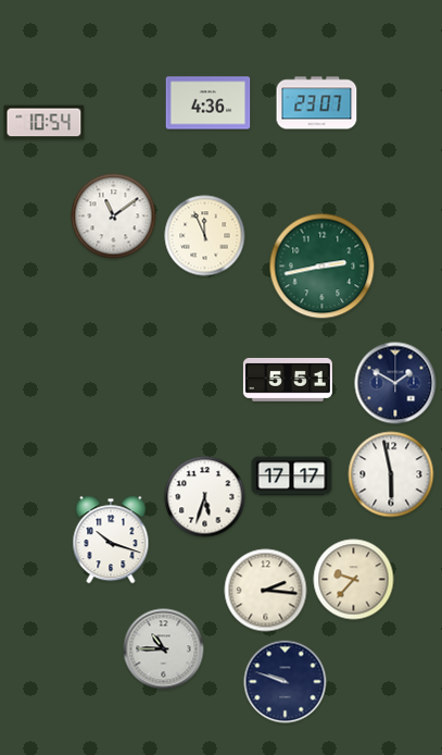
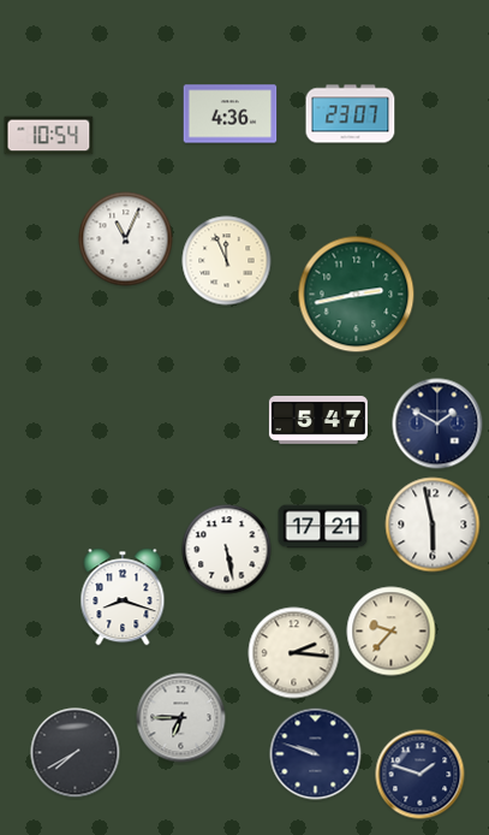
clock at (114, 216): 11:09 -> 11:04
clock at (288, 380): 5:51 -> 5:47
clock at (292, 476): 17:17 -> 17:21
clock at (205, 497): 5:33 -> 5:28
clock at (111, 540): 10:18 -> 8:18
clock at (354, 580) position: (354, 580) -> (392, 632)
clock at (164, 649): 10:45 -> 6:45
clock at (76, 753): none -> 7:40
clock at (421, 775): none -> 1:48
